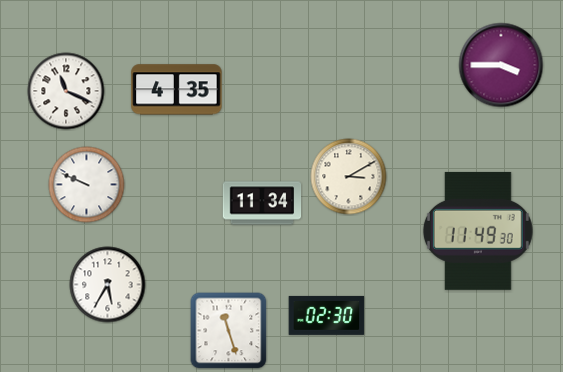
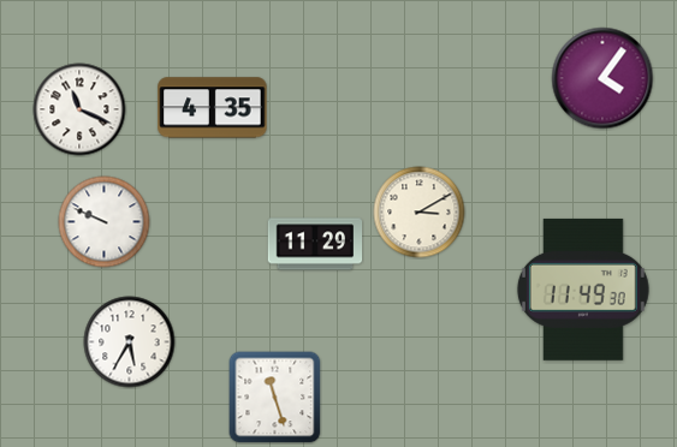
clock at (501, 65): 3:45 -> 4:06
clock at (262, 203): 11:34 -> 11:29
clock at (478, 231) position: (478, 231) -> (583, 290)
clock at (327, 315): 02:30 -> none
